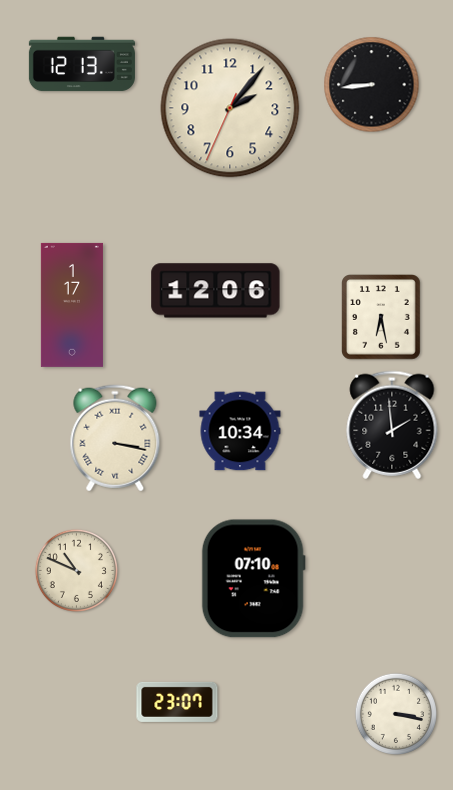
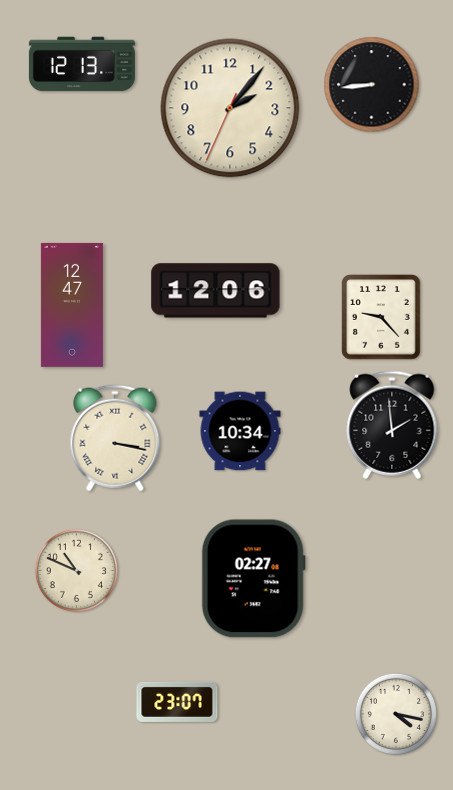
clock at (72, 305): 1:17 -> 12:47
clock at (382, 318): 6:28 -> 9:23
clock at (253, 579): 07:10 -> 02:27
clock at (395, 713): 3:17 -> 4:17
